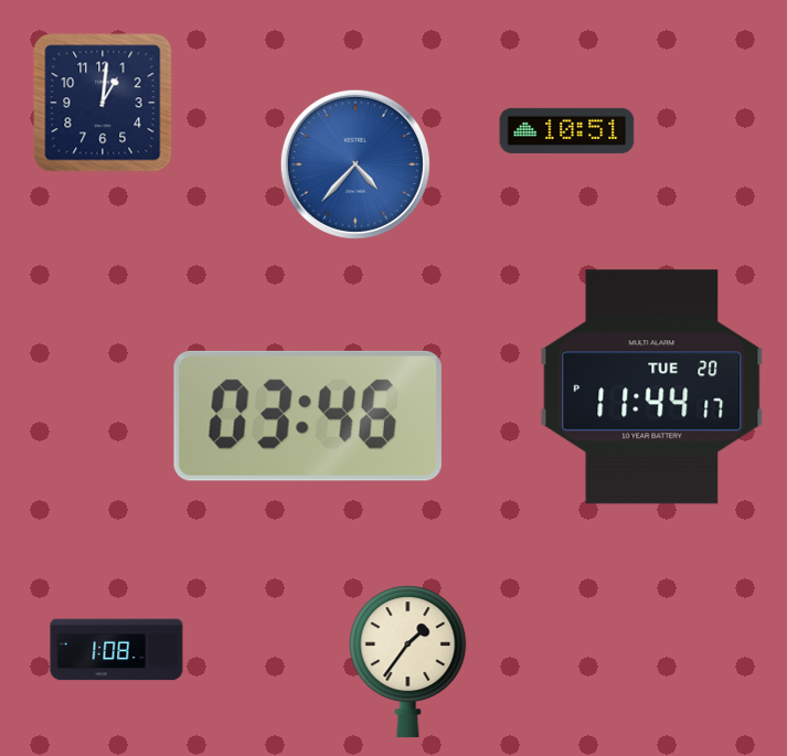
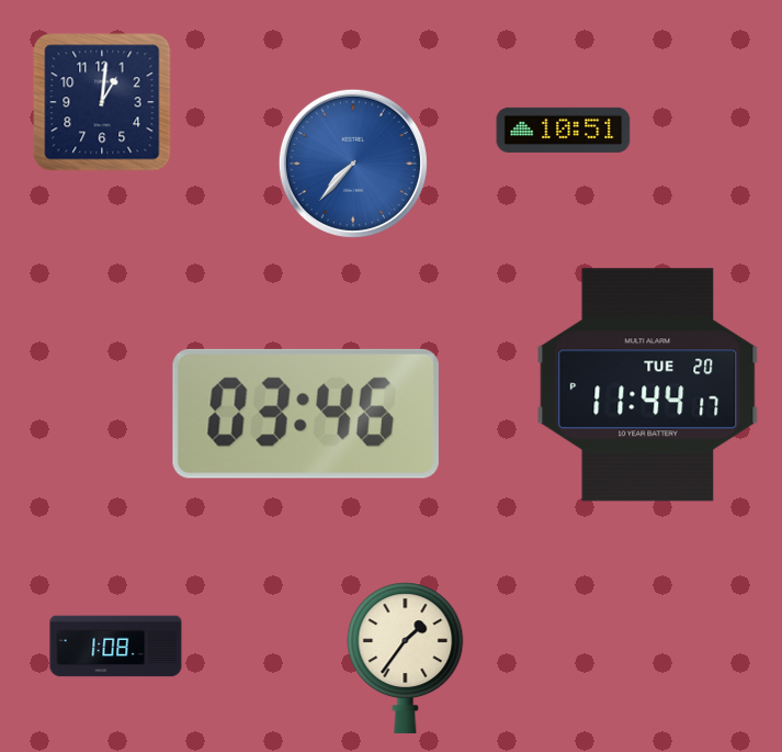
clock at (355, 164): 4:37 -> 7:37
